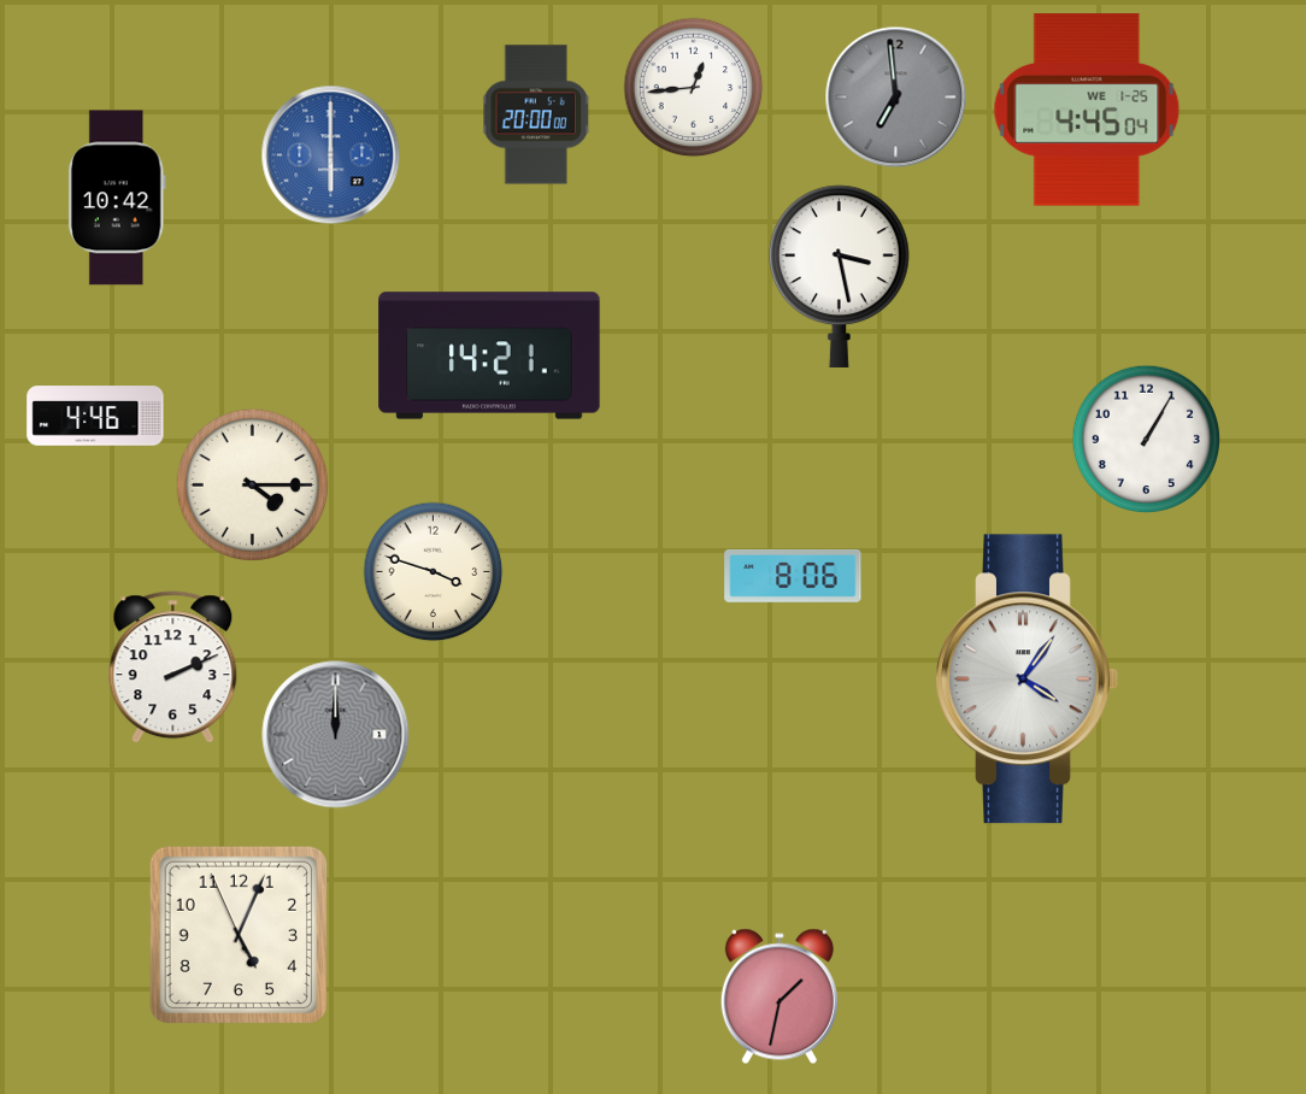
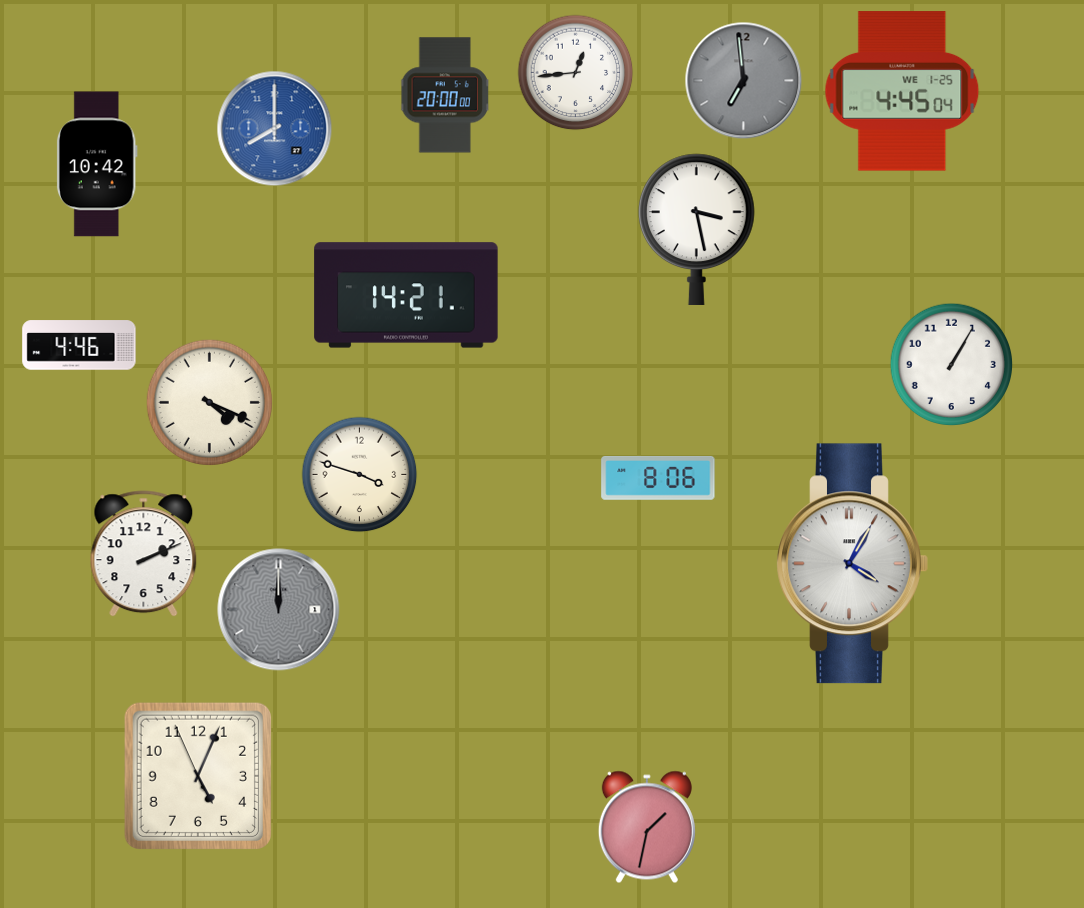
clock at (331, 155): 6:00 -> 8:00
clock at (252, 484): 4:15 -> 4:19
clock at (1026, 680): 4:06 -> 4:05
